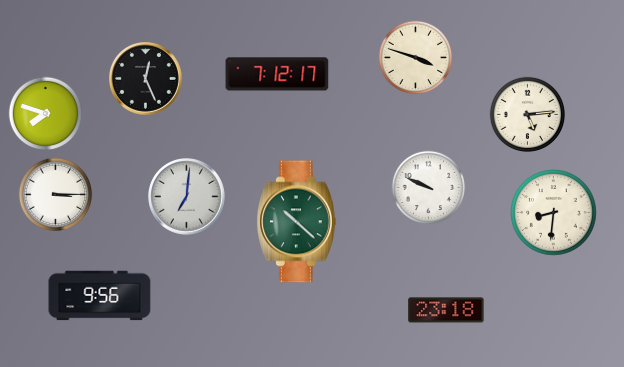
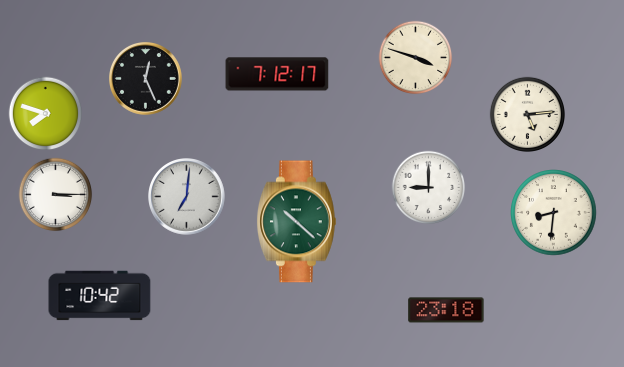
clock at (429, 188): 9:49 -> 9:00
clock at (100, 296): 9:56 -> 10:42
